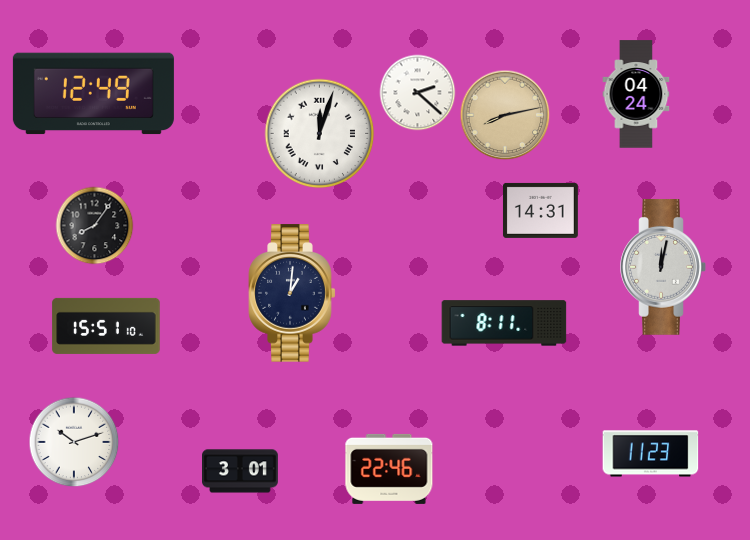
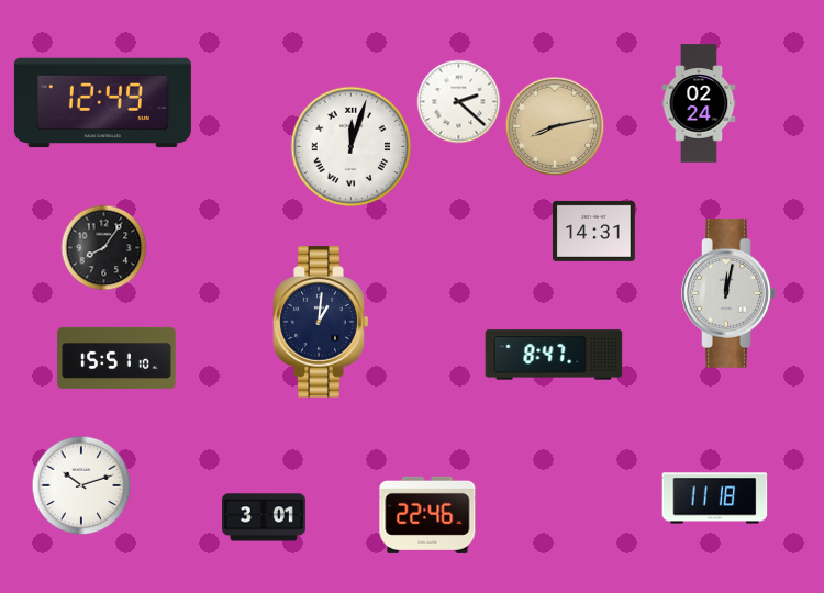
clock at (636, 94): 04:24 -> 02:24
clock at (504, 323): 8:11 -> 8:47
clock at (651, 454): 11:23 -> 11:18
